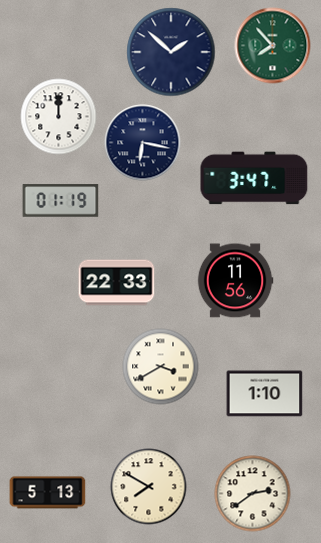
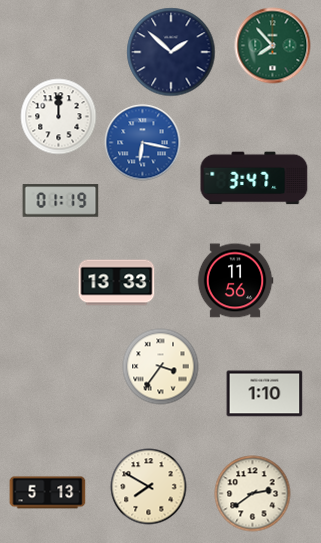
clock at (143, 143) dial: navy -> blue
clock at (117, 283): 22:33 -> 13:33
clock at (161, 367): 3:40 -> 3:36
